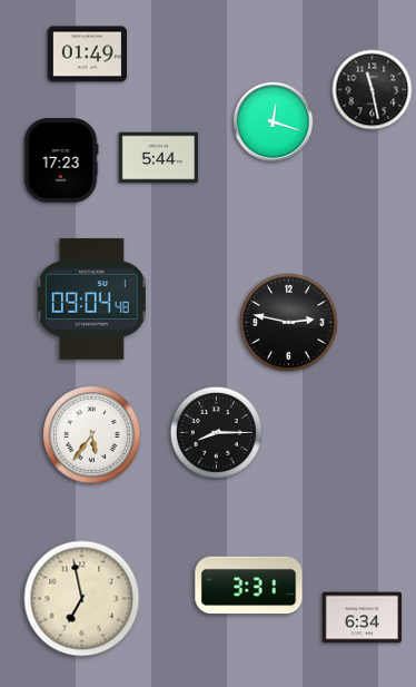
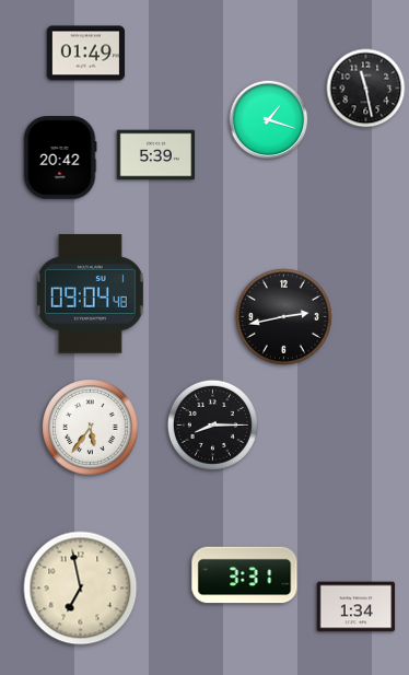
clock at (274, 122): 12:18 -> 1:18
clock at (159, 158): 5:44 -> 5:39
clock at (61, 160): 17:23 -> 20:42
clock at (289, 323): 2:47 -> 2:43
clock at (363, 618): 6:34 -> 1:34
